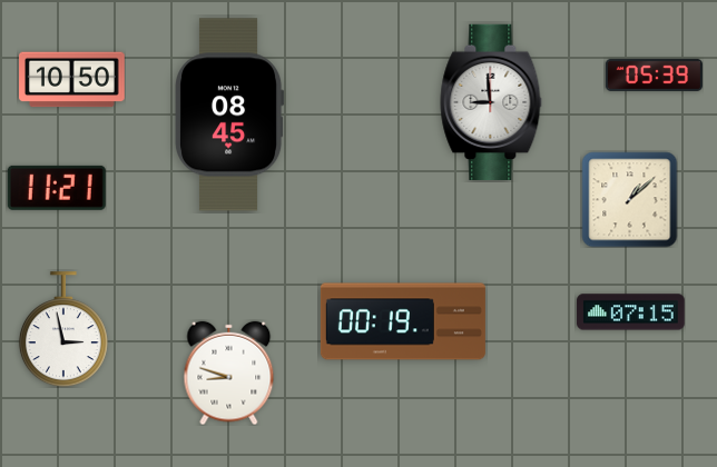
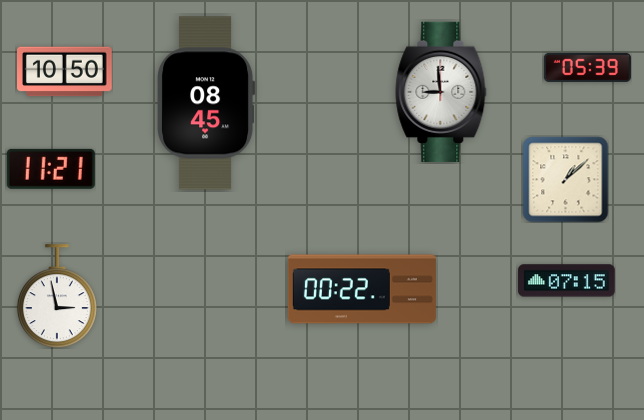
clock at (403, 321): 00:19 -> 00:22
clock at (229, 372): 8:48 -> none
